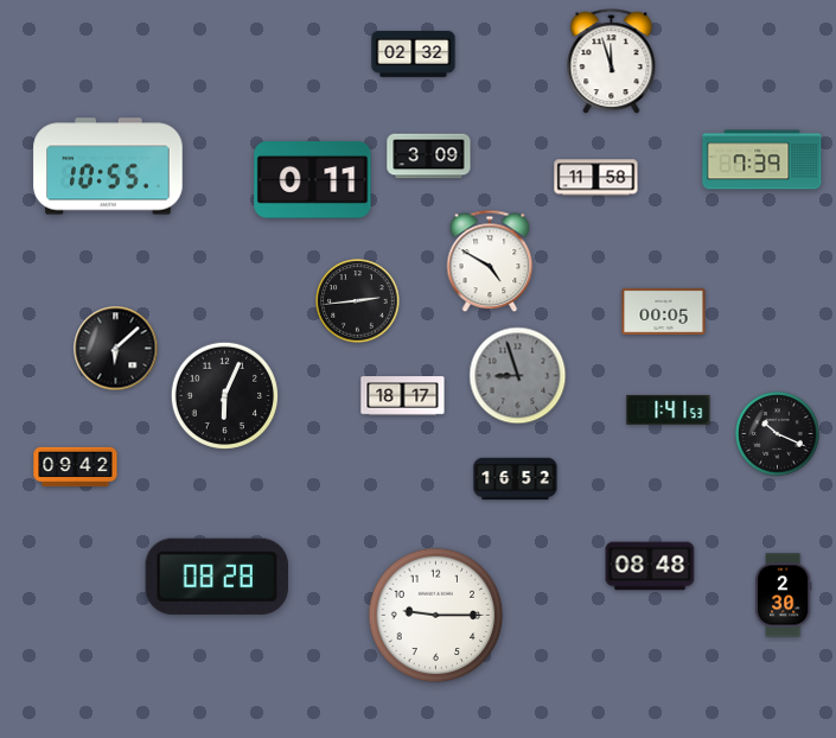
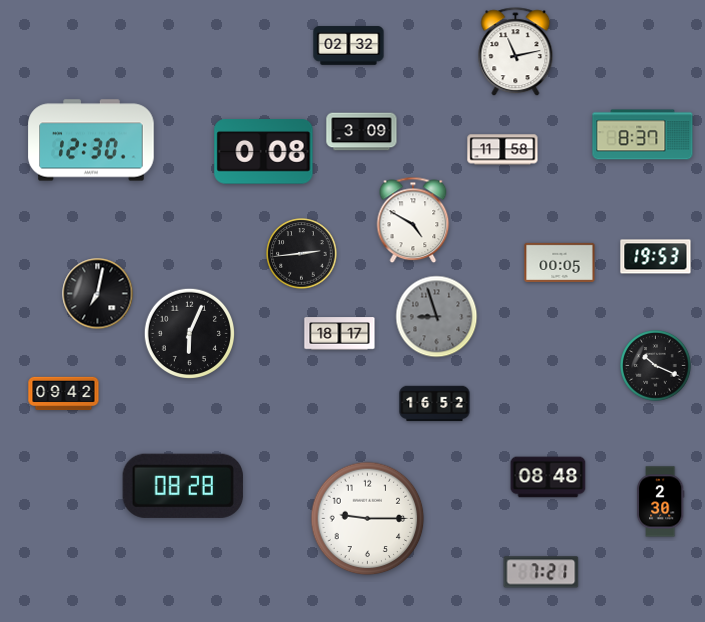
clock at (612, 62): 11:57 -> 11:13
clock at (762, 160): 7:39 -> 8:37
clock at (108, 166): 10:55 -> 12:30
clock at (313, 180): 0:11 -> 0:08
clock at (656, 257): none -> 19:53
clock at (116, 349): 6:08 -> 7:02
clock at (669, 409): 1:41 -> none
clock at (541, 572): none -> 7:21
